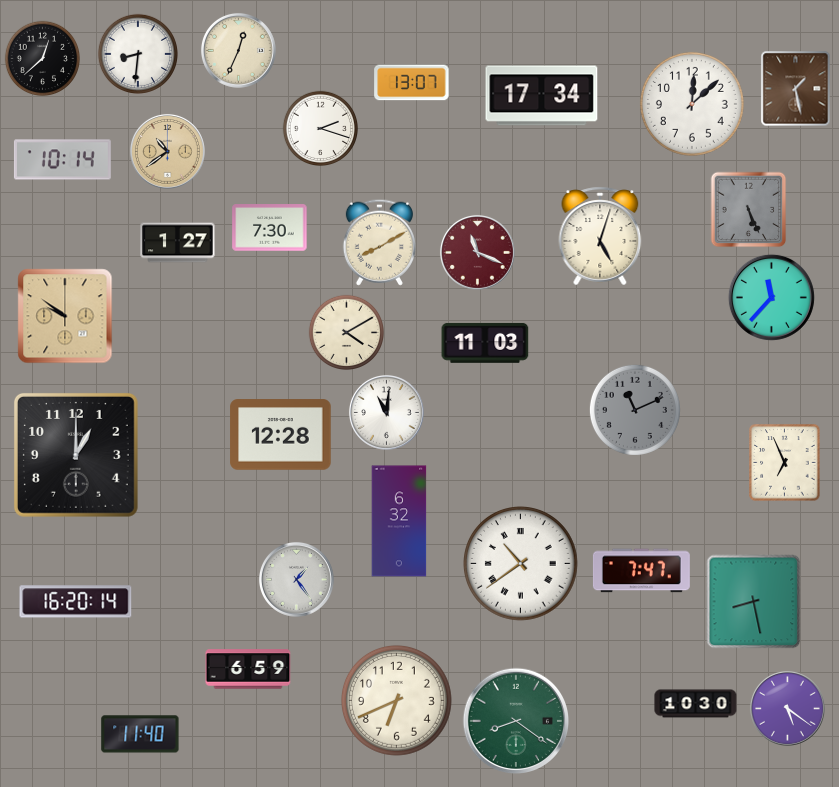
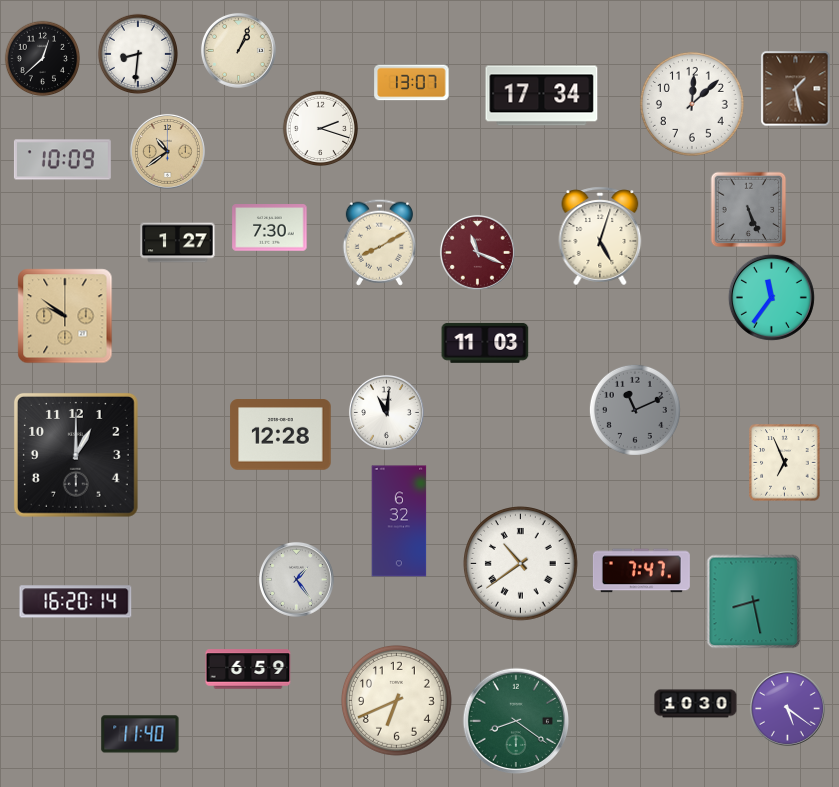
clock at (238, 50): 12:34 -> 1:04
clock at (62, 160): 10:14 -> 10:09
clock at (771, 297): 11:37 -> 11:36
clock at (347, 333): 4:10 -> none
